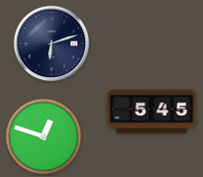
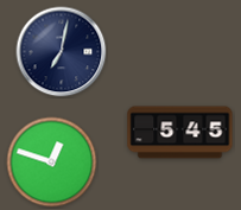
clock at (52, 44): 6:12 -> 7:02
